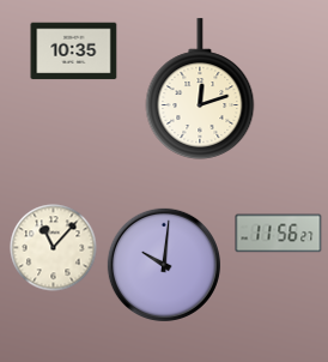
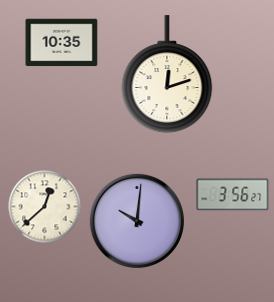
clock at (279, 234): 11:56 -> 3:56
clock at (54, 248): 11:07 -> 12:38
